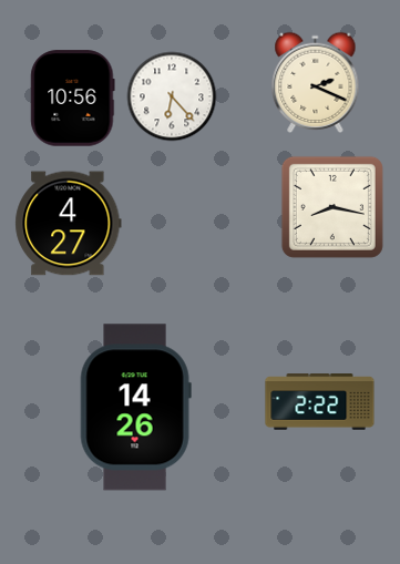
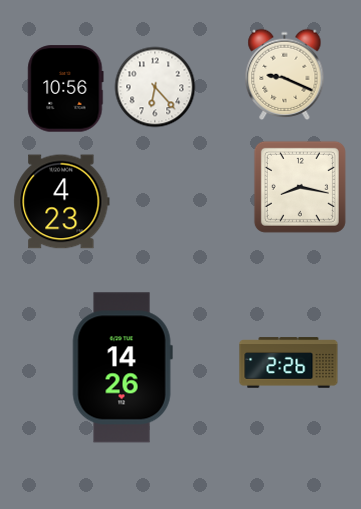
clock at (316, 82): 2:19 -> 9:19
clock at (69, 224): 4:27 -> 4:23
clock at (320, 402): 2:22 -> 2:26
